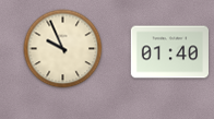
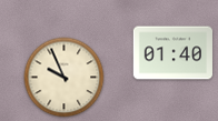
clock at (63, 49) position: (63, 49) -> (65, 78)
